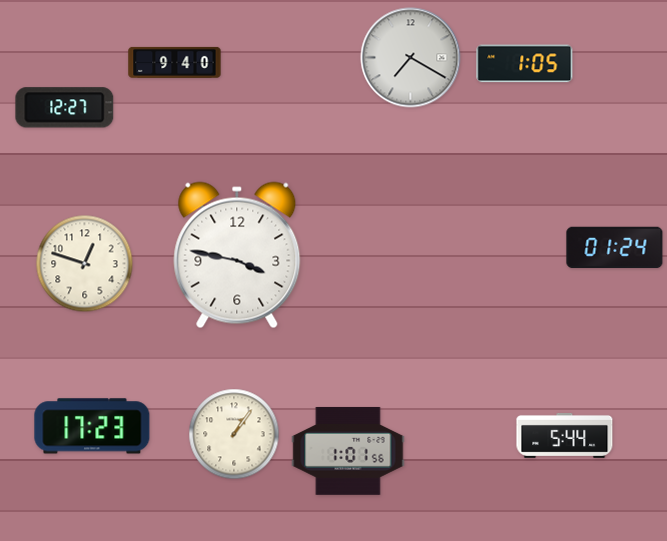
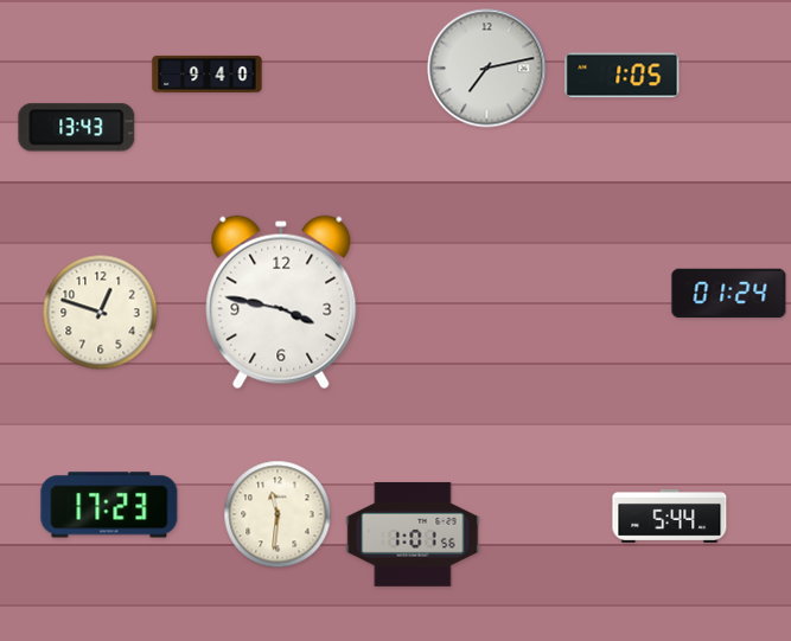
clock at (411, 58): 7:20 -> 7:13
clock at (65, 108): 12:27 -> 13:43
clock at (234, 434): 1:06 -> 11:31
